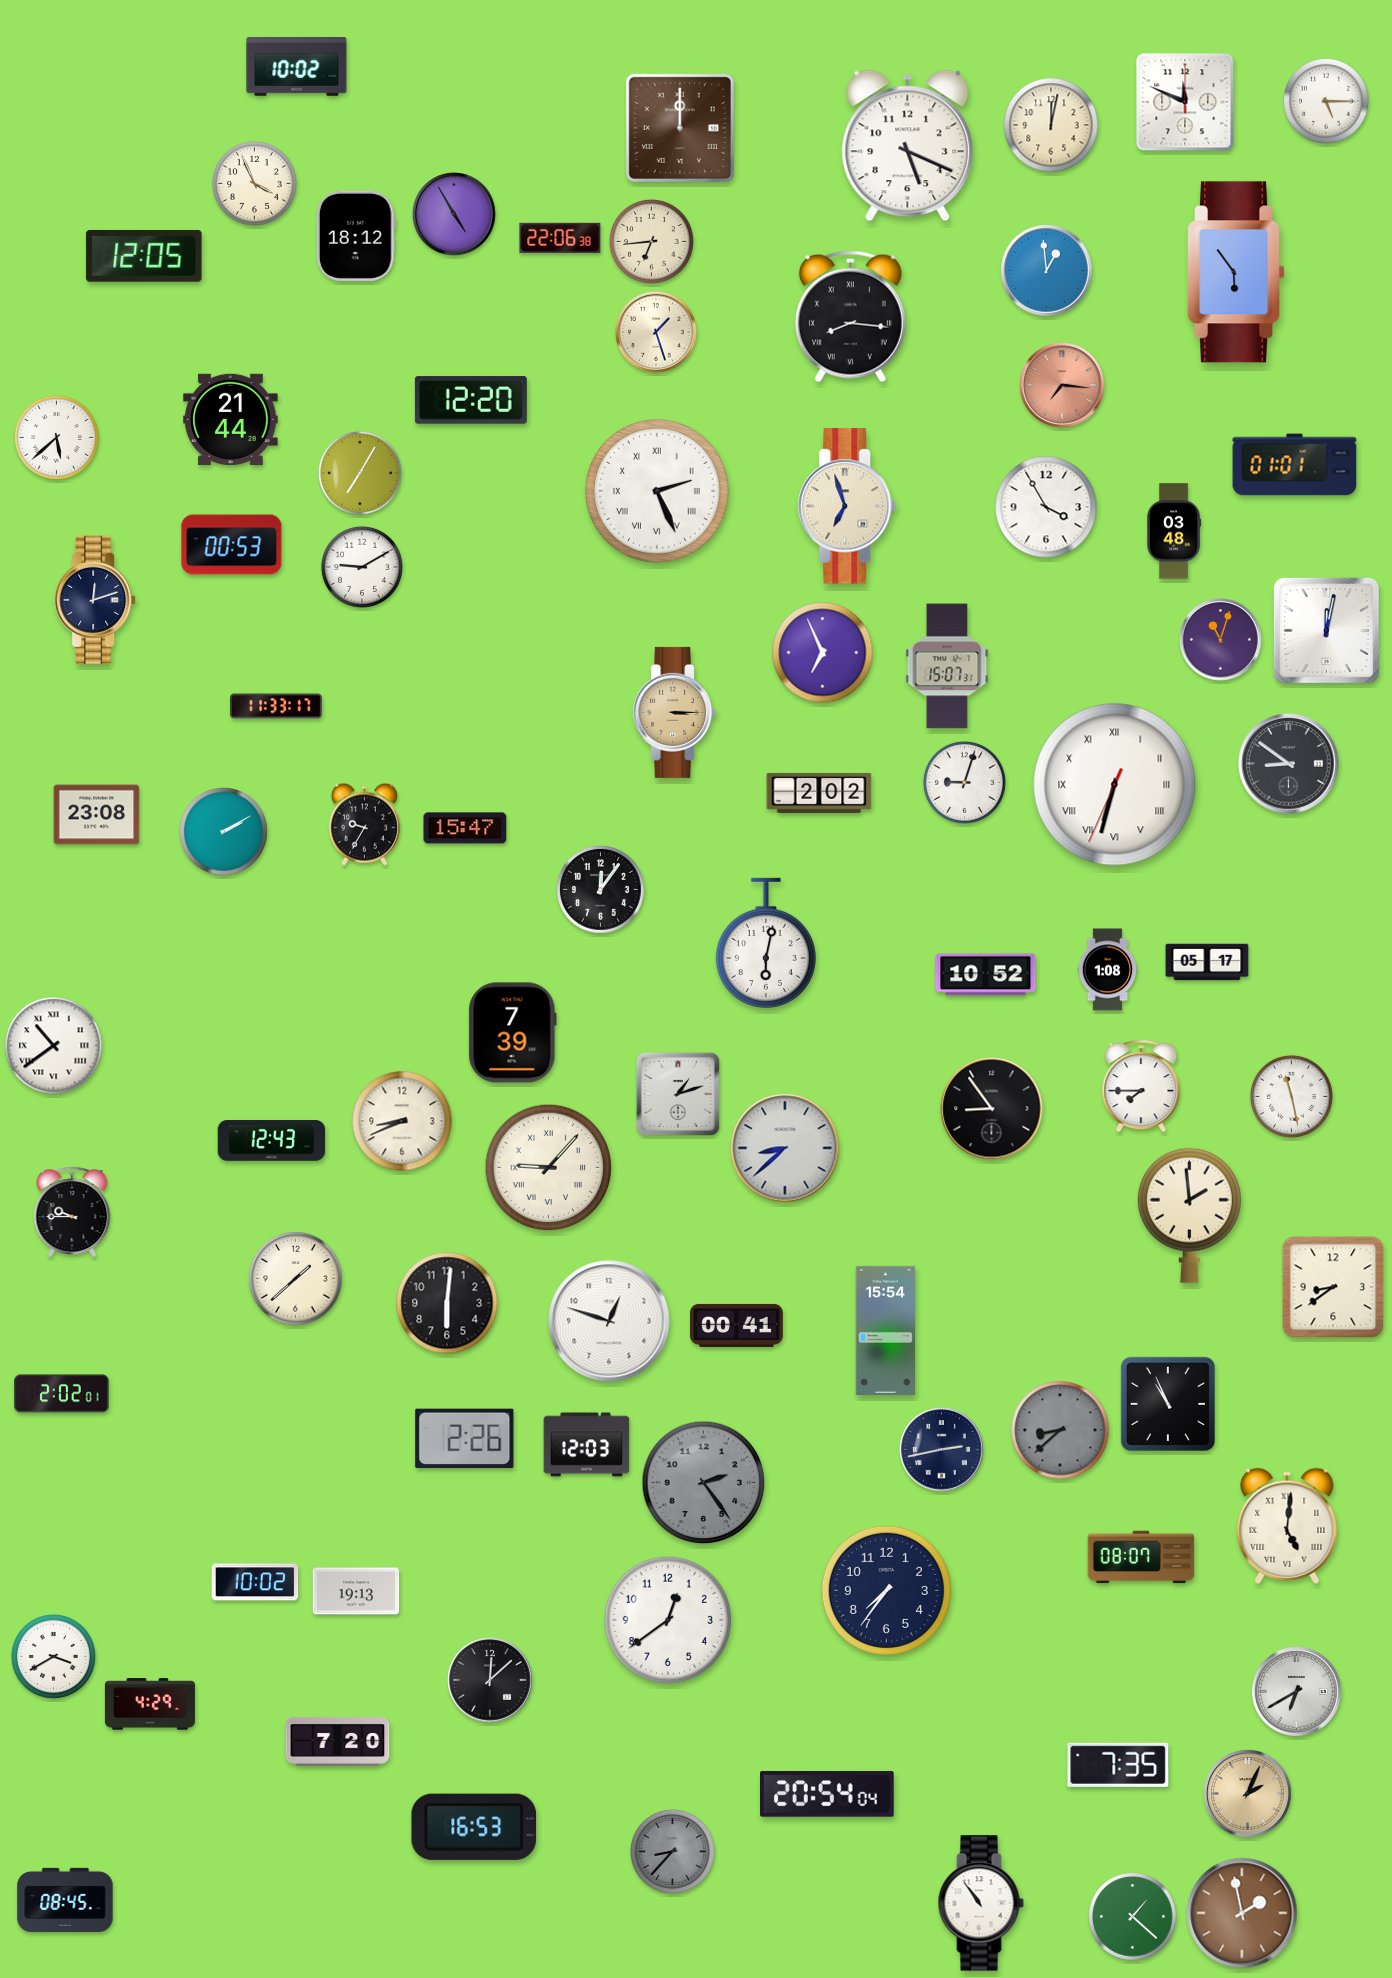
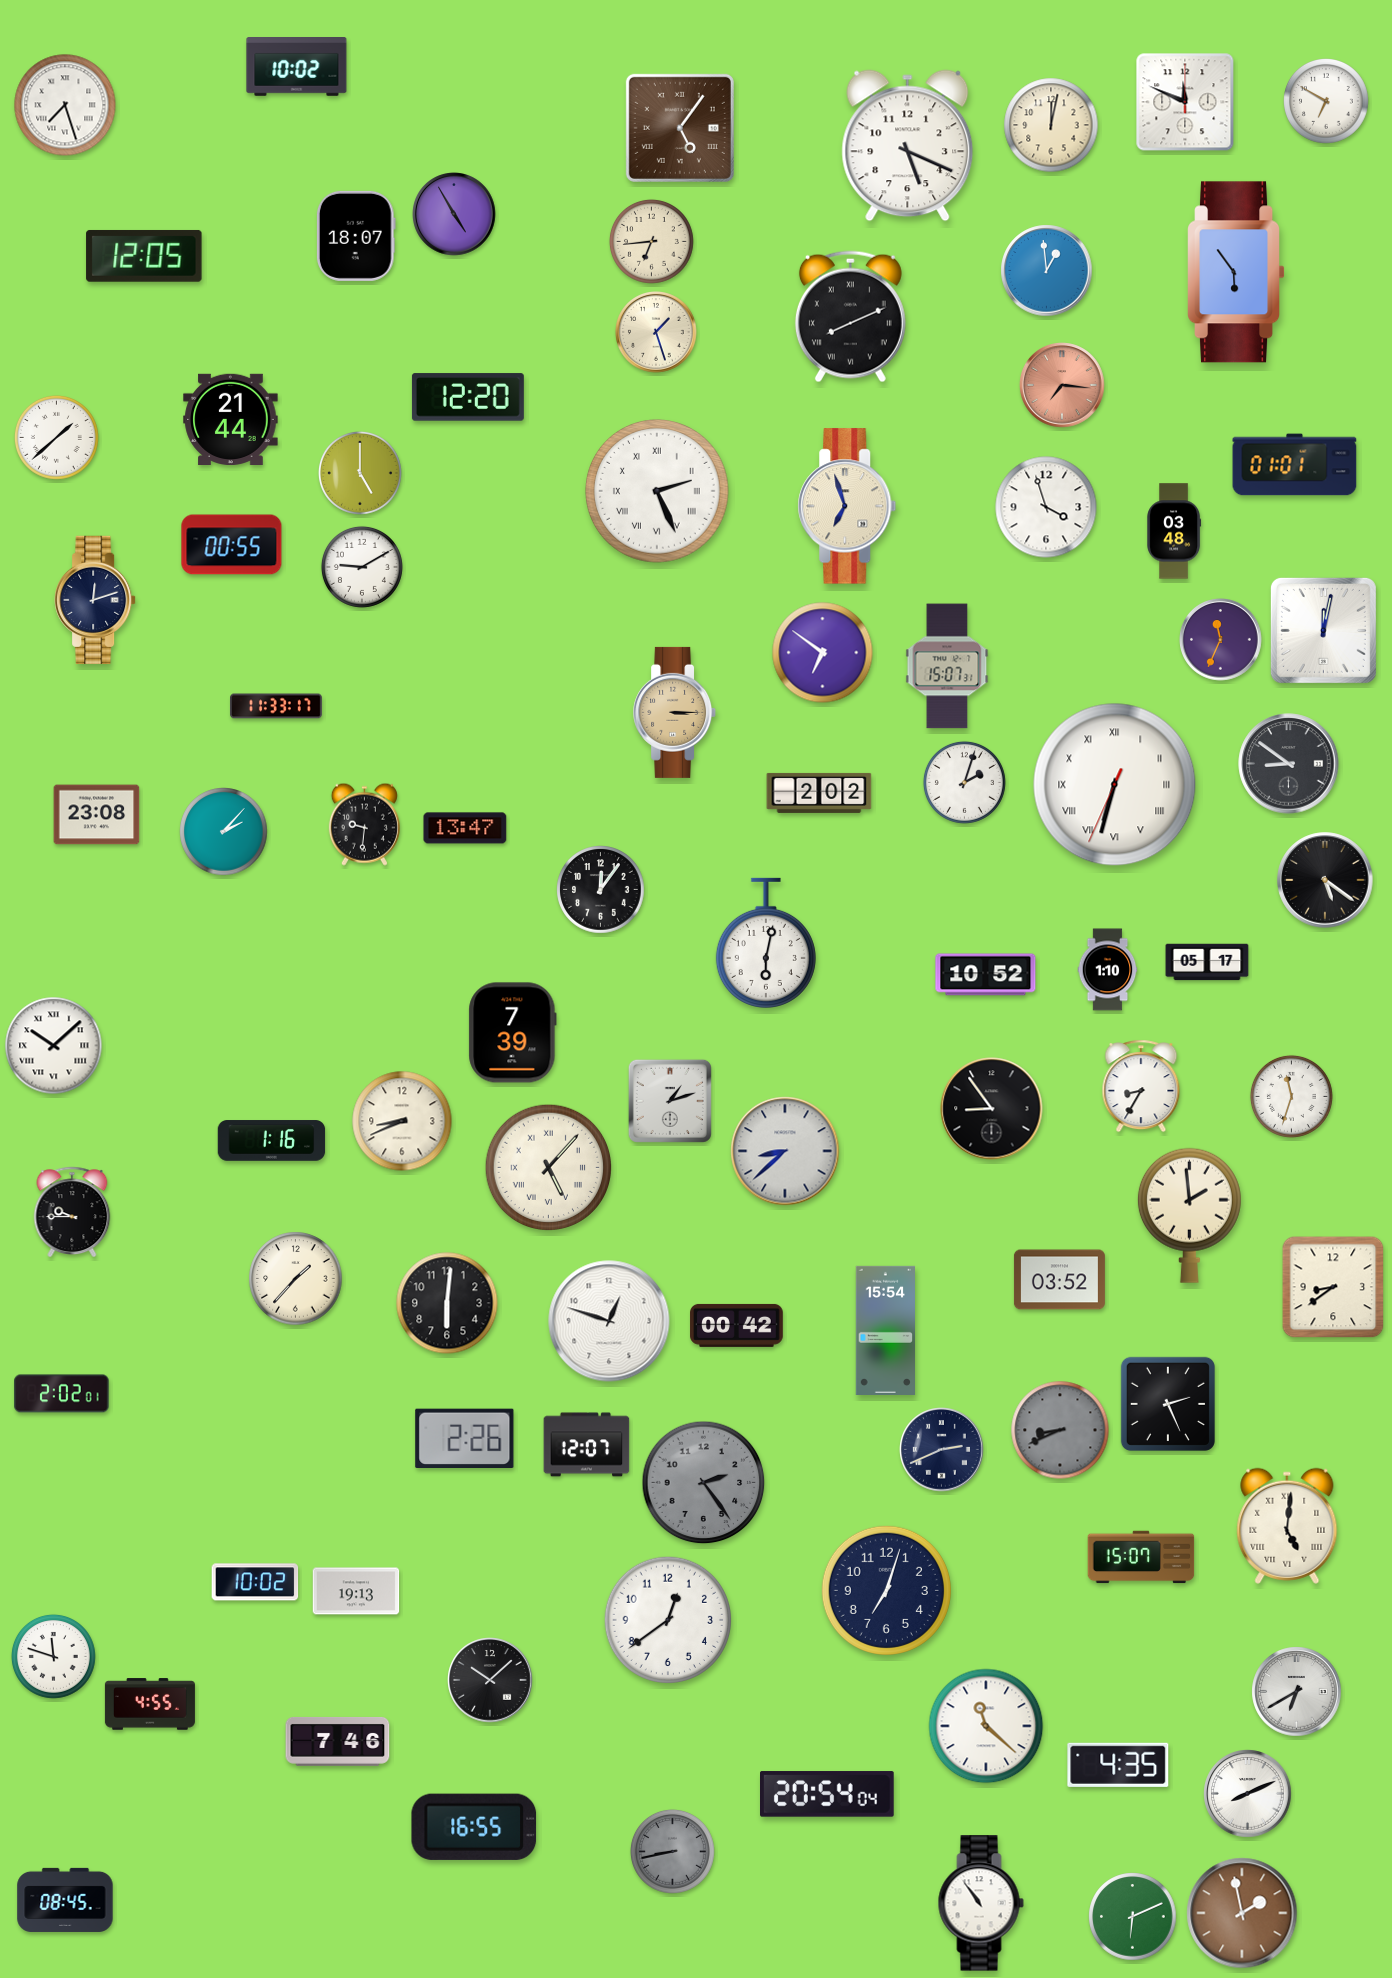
clock at (1327, 102): 5:15 -> 6:50
clock at (65, 105): none -> 7:27
clock at (680, 128): 12:00 -> 5:06
clock at (254, 183): 3:56 -> none
clock at (356, 236): 18:12 -> 18:07
clock at (560, 238): 22:06 -> none
clock at (850, 317): 8:16 -> 8:11
clock at (471, 400) position: (471, 400) -> (468, 397)
clock at (56, 437): 5:38 -> 1:38
clock at (360, 473): 7:05 -> 5:00
clock at (1046, 507): 3:55 -> 3:57
clock at (232, 545): 00:53 -> 00:55
clock at (1326, 630) position: (1326, 630) -> (1323, 630)
clock at (1221, 640): 11:03 -> 11:34
clock at (823, 653): 6:56 -> 6:51
clock at (964, 782): 9:03 -> 2:03
clock at (364, 824): 9:35 -> 9:31
clock at (465, 828): 15:47 -> 13:47
clock at (224, 832): 2:10 -> 2:07
clock at (1325, 880): none -> 5:21
clock at (1108, 970): 1:08 -> 1:10
clock at (54, 1046): 10:39 -> 10:08
clock at (1141, 1086): 7:45 -> 8:35
clock at (678, 1094) position: (678, 1094) -> (670, 1101)
clock at (1291, 1096): 11:28 -> 11:33
clock at (272, 1141): 12:43 -> 1:16
clock at (785, 1148) position: (785, 1148) -> (785, 1151)
clock at (549, 1168): 9:07 -> 5:07
clock at (296, 1279): 1:38 -> 1:37
clock at (1059, 1280): none -> 03:52
clock at (737, 1325): 00:41 -> 00:42
clock at (1168, 1404): 10:56 -> 2:26
clock at (1060, 1430): 8:38 -> 8:41
clock at (587, 1445): 12:03 -> 12:07
clock at (942, 1450): 2:43 -> 2:41
clock at (1141, 1557): 08:07 -> 15:07
clock at (886, 1590): 7:36 -> 7:03
clock at (53, 1656): 3:40 -> 11:48
clock at (490, 1680): 12:08 -> 10:08
clock at (150, 1704): 4:29 -> 4:55
clock at (986, 1726): none -> 11:22
clock at (338, 1742): 7:20 -> 7:46
clock at (1118, 1765): 7:35 -> 4:35
clock at (1248, 1794): 2:04 -> 8:11
clock at (1248, 1794) dial: champagne -> white
clock at (474, 1827): 16:53 -> 16:55
clock at (672, 1851): 8:37 -> 8:43
clock at (1133, 1917): 1:22 -> 6:11
